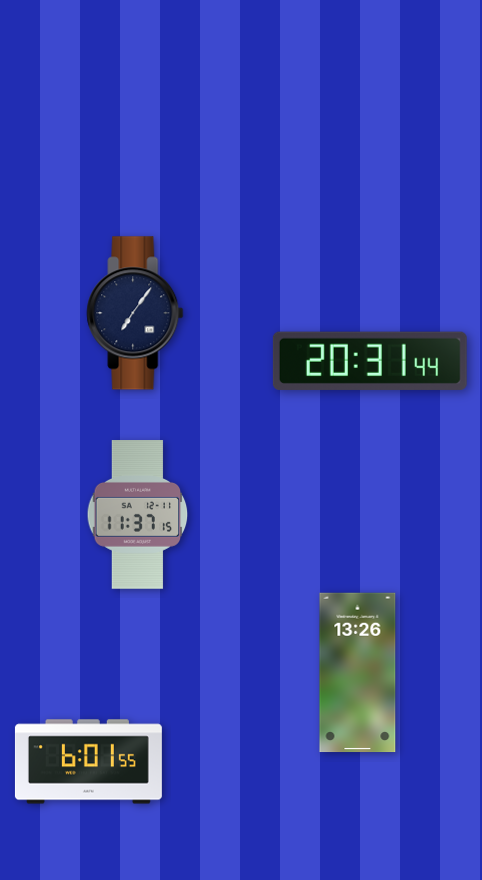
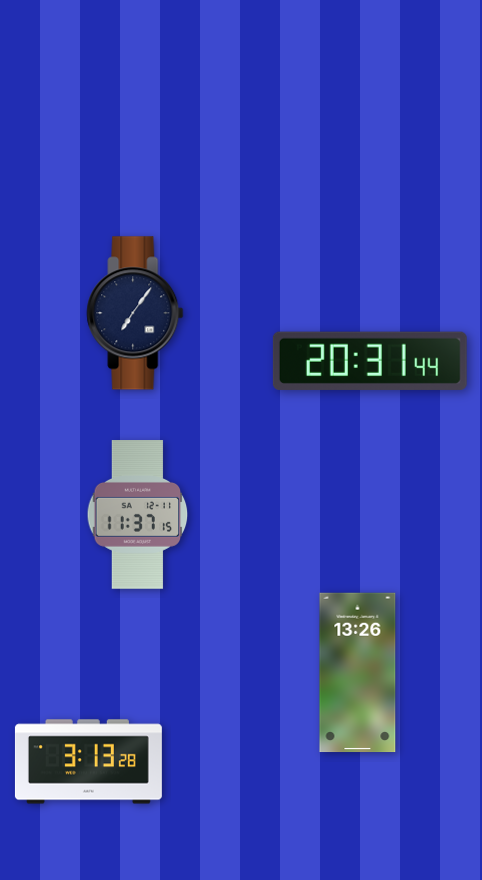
clock at (88, 762): 6:01 -> 3:13
